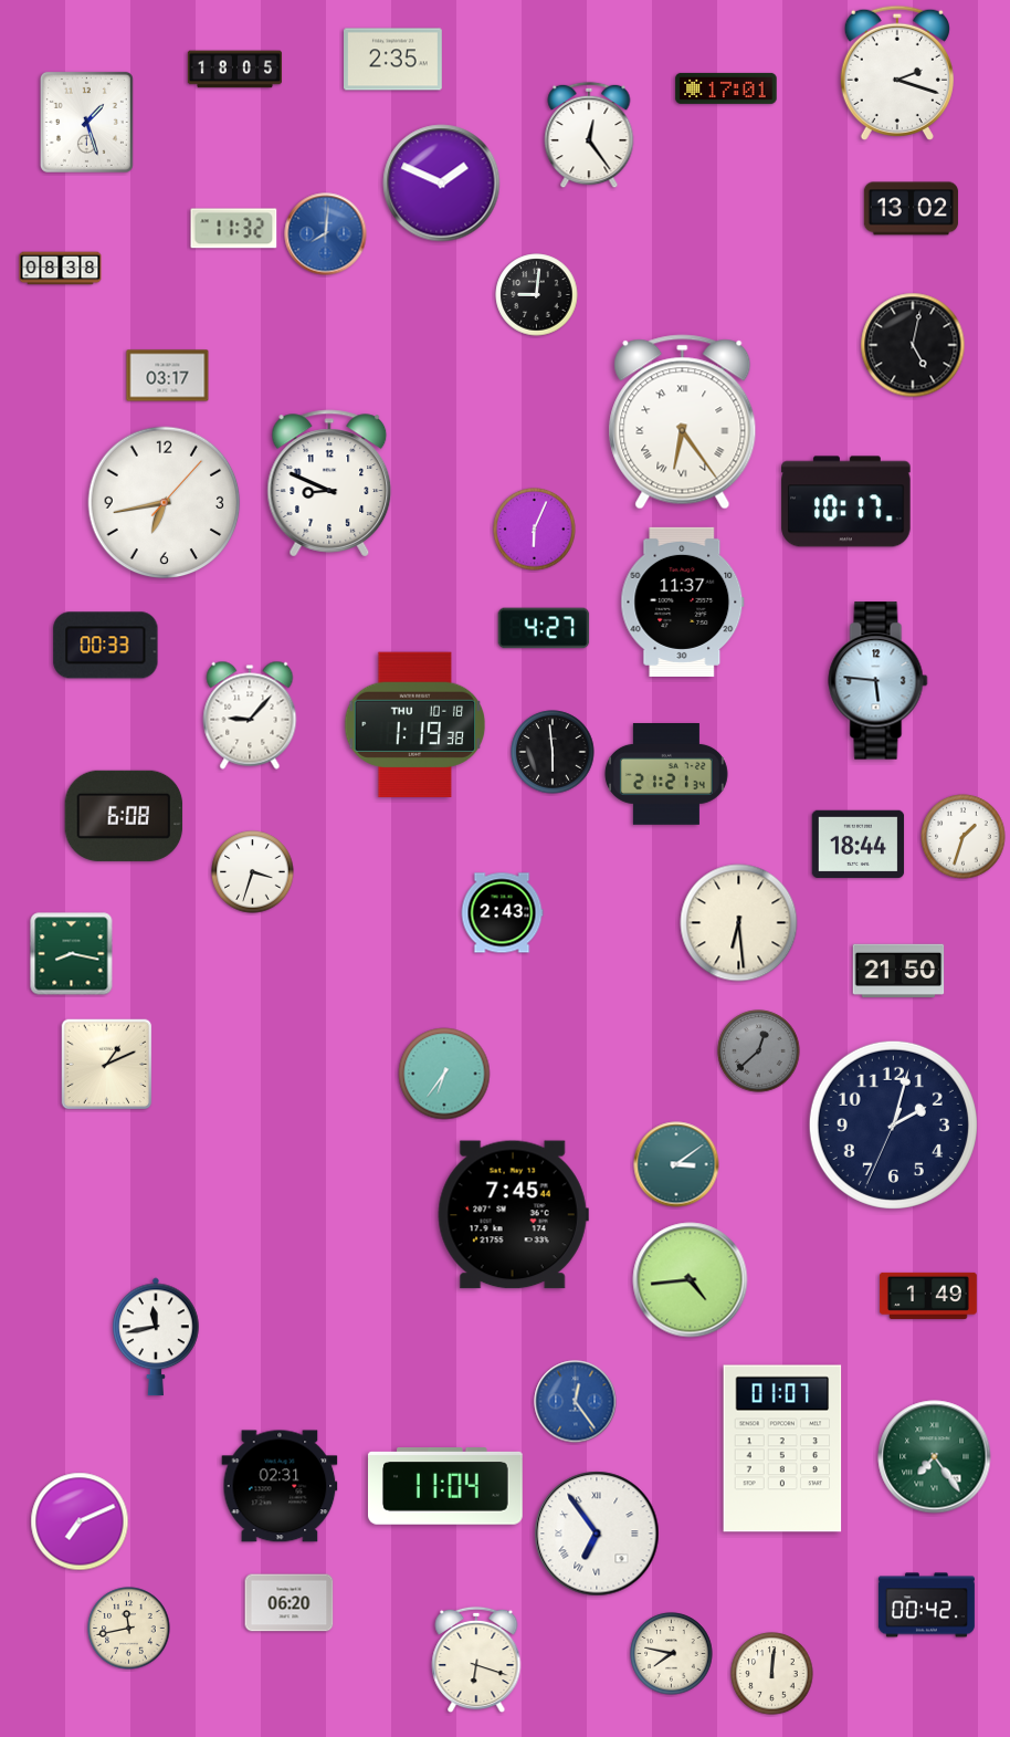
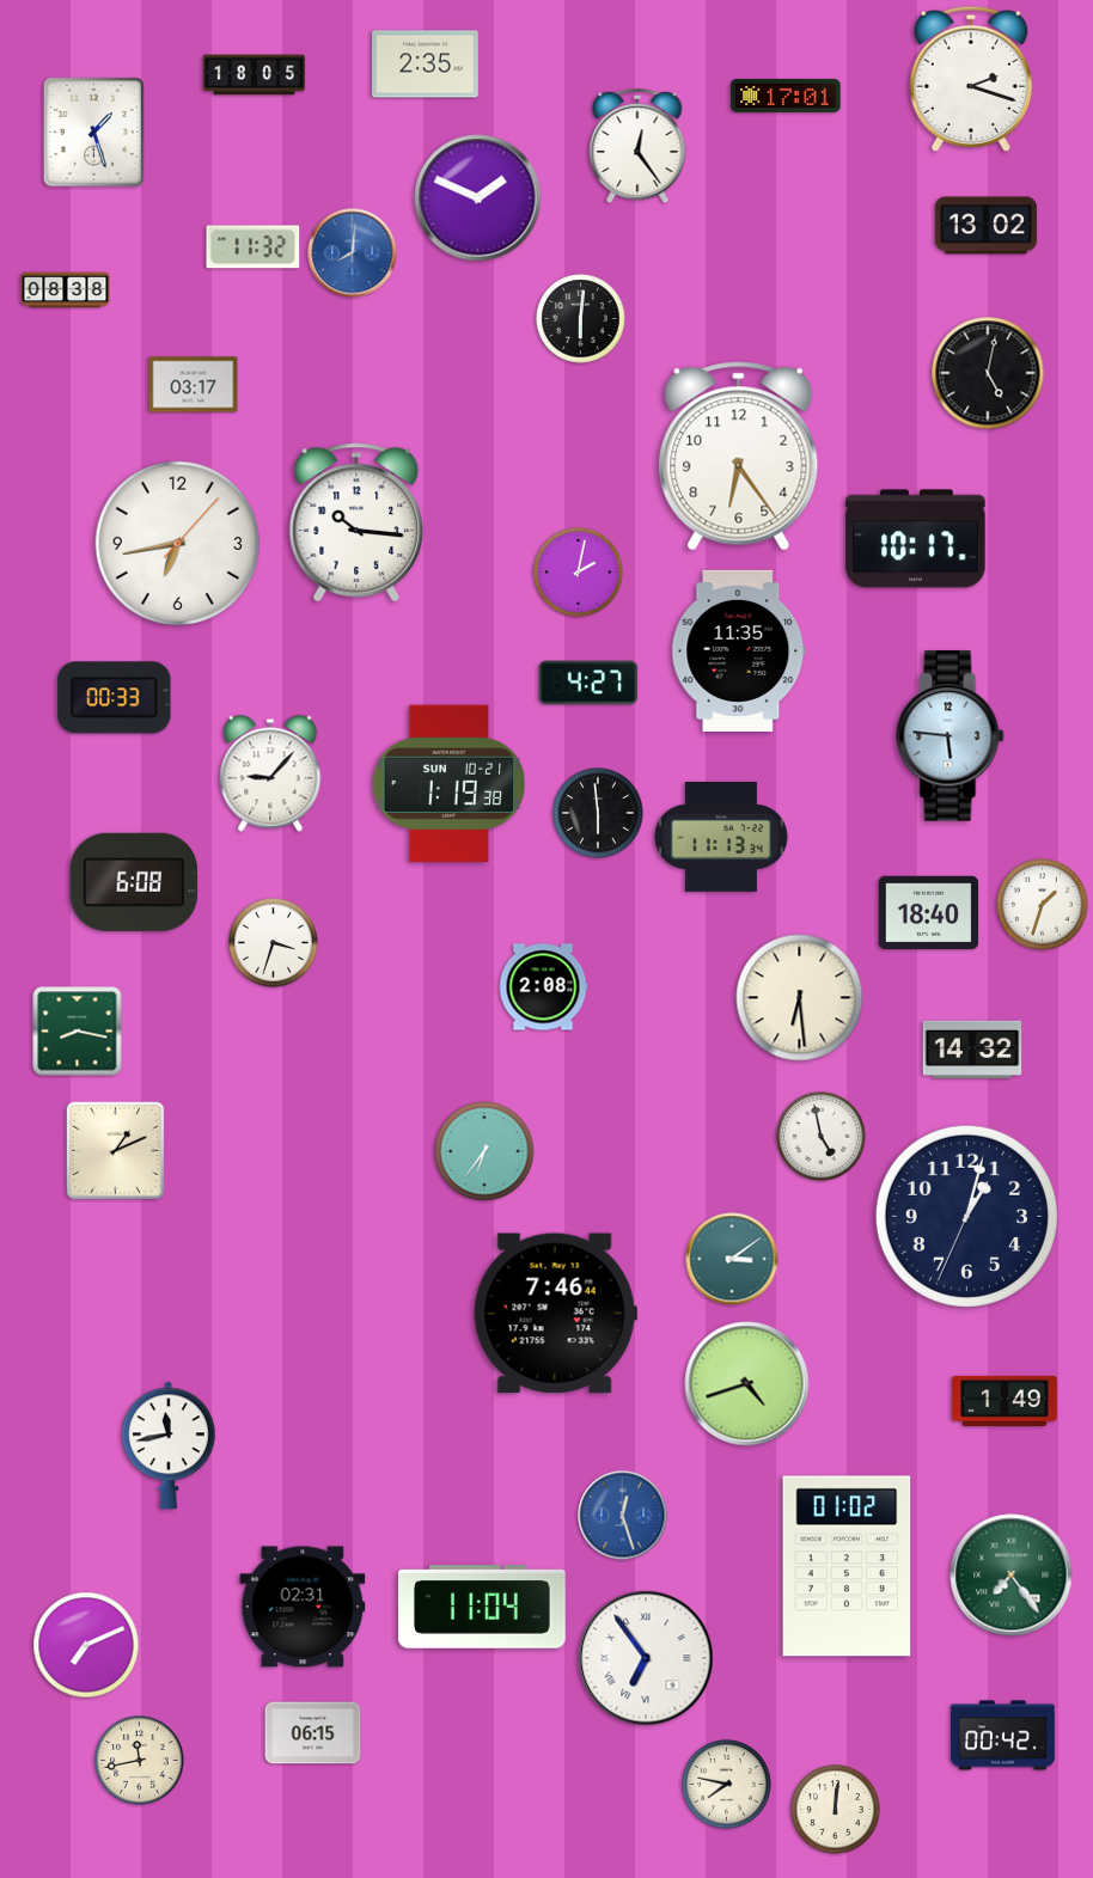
clock at (537, 295): 9:01 -> 6:01
clock at (168, 376) position: (168, 376) -> (194, 385)
clock at (683, 422) numerals: Roman -> Arabic
clock at (329, 483): 8:49 -> 10:16
clock at (846, 502) position: (846, 502) -> (916, 539)
clock at (535, 530): 6:04 -> 2:02
clock at (683, 601): 11:37 -> 11:35
clock at (544, 628) position: (544, 628) -> (588, 683)
clock at (415, 725) date: THU 10-18 -> SUN 10-21
clock at (666, 775): 21:21 -> 11:13
clock at (859, 845): 18:44 -> 18:40
clock at (502, 913): 2:43 -> 2:08
clock at (898, 971): 21:50 -> 14:32
clock at (759, 1051): 12:38 -> 4:58
clock at (759, 1051) dial: grey -> white
clock at (444, 1074) position: (444, 1074) -> (484, 1151)
clock at (893, 1124): 2:02 -> 1:02
clock at (513, 1215): 7:45 -> 7:46
clock at (691, 1280): 4:44 -> 4:42
clock at (576, 1402): 12:24 -> 12:27
clock at (782, 1448): 01:07 -> 01:02
clock at (290, 1603): 06:20 -> 06:15
clock at (672, 1654) position: (672, 1654) -> (727, 1785)
clock at (476, 1660): 6:18 -> none
